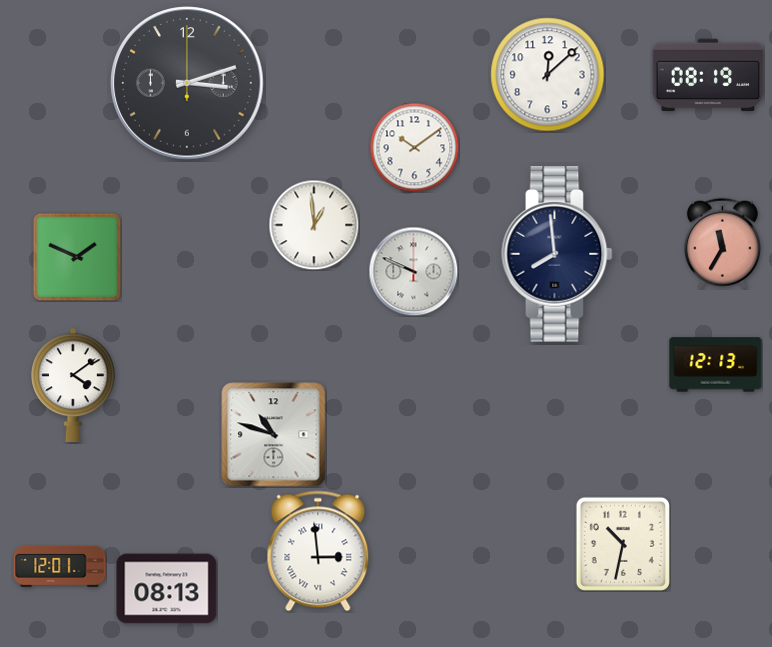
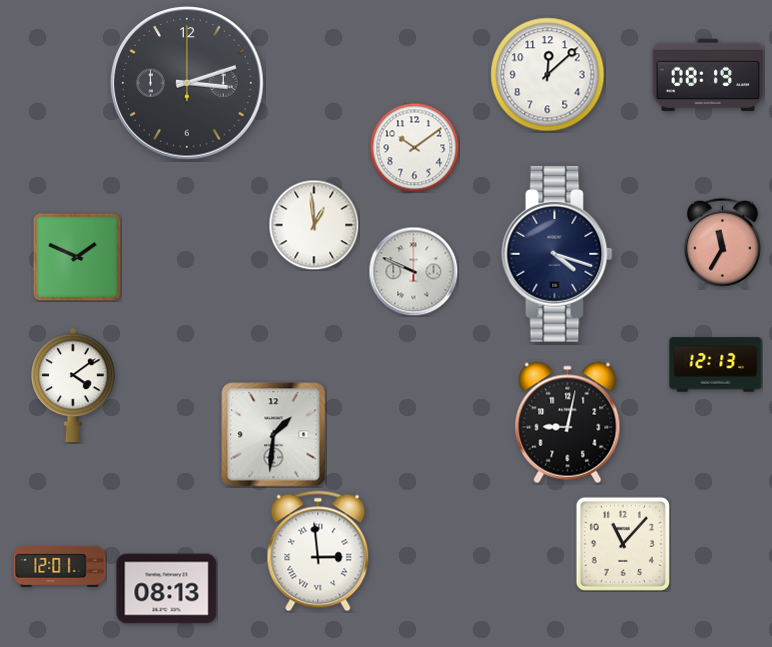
clock at (557, 255): 7:59 -> 4:18
clock at (568, 423): none -> 9:02
clock at (274, 435): 10:48 -> 1:31
clock at (623, 544): 10:32 -> 11:07
